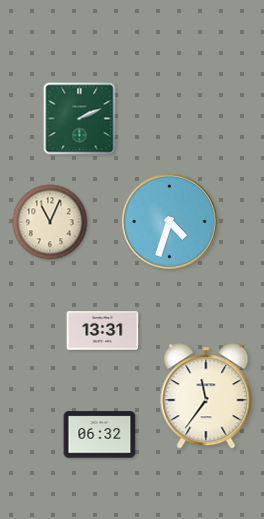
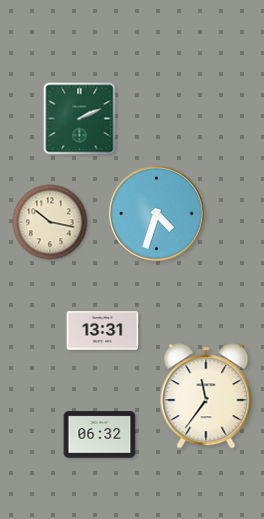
clock at (169, 221) position: (169, 221) -> (156, 213)
clock at (50, 222): 11:04 -> 10:17
